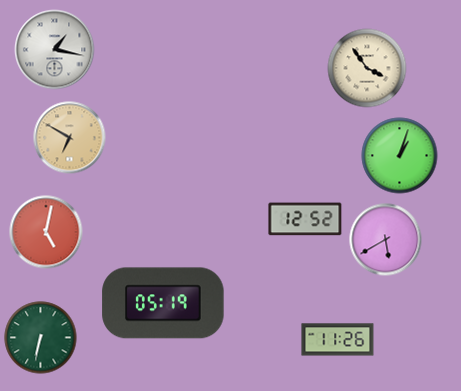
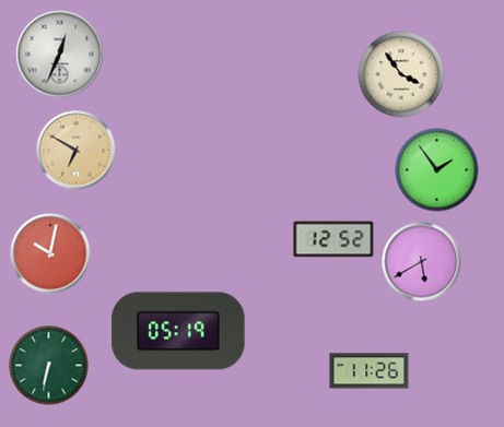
clock at (55, 50): 1:17 -> 12:34
clock at (400, 156): 1:03 -> 1:54
clock at (46, 232): 5:02 -> 10:02
clock at (41, 338) position: (41, 338) -> (49, 366)
